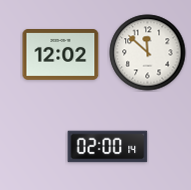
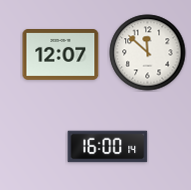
clock at (61, 55): 12:02 -> 12:07
clock at (108, 147): 02:00 -> 16:00
